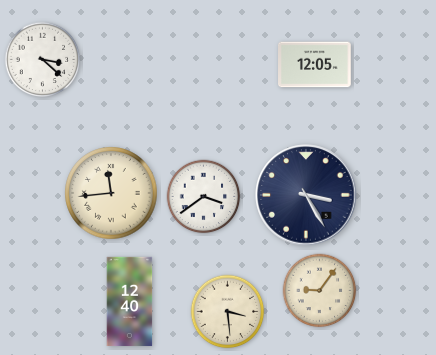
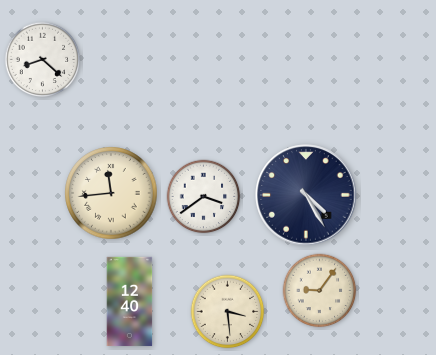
clock at (43, 60): 3:22 -> 8:22
clock at (315, 65): 12:05 -> none
clock at (306, 195): 3:25 -> 4:25
